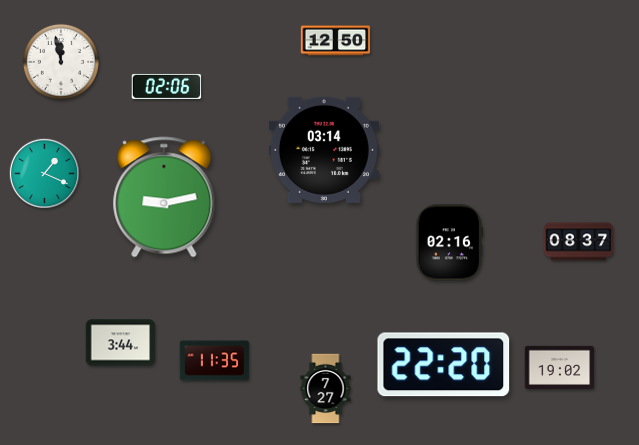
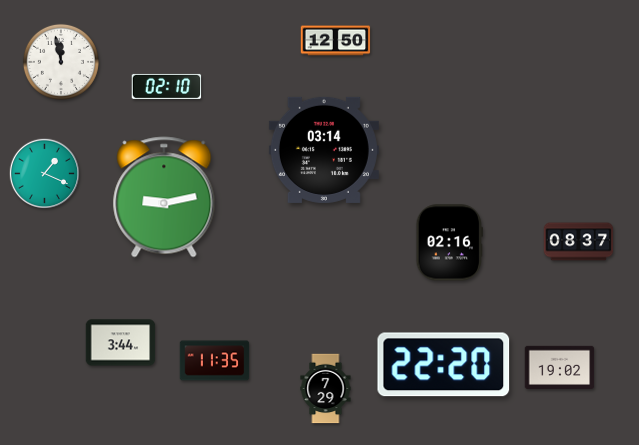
clock at (167, 86): 02:06 -> 02:10
clock at (326, 389): 7:27 -> 7:29
